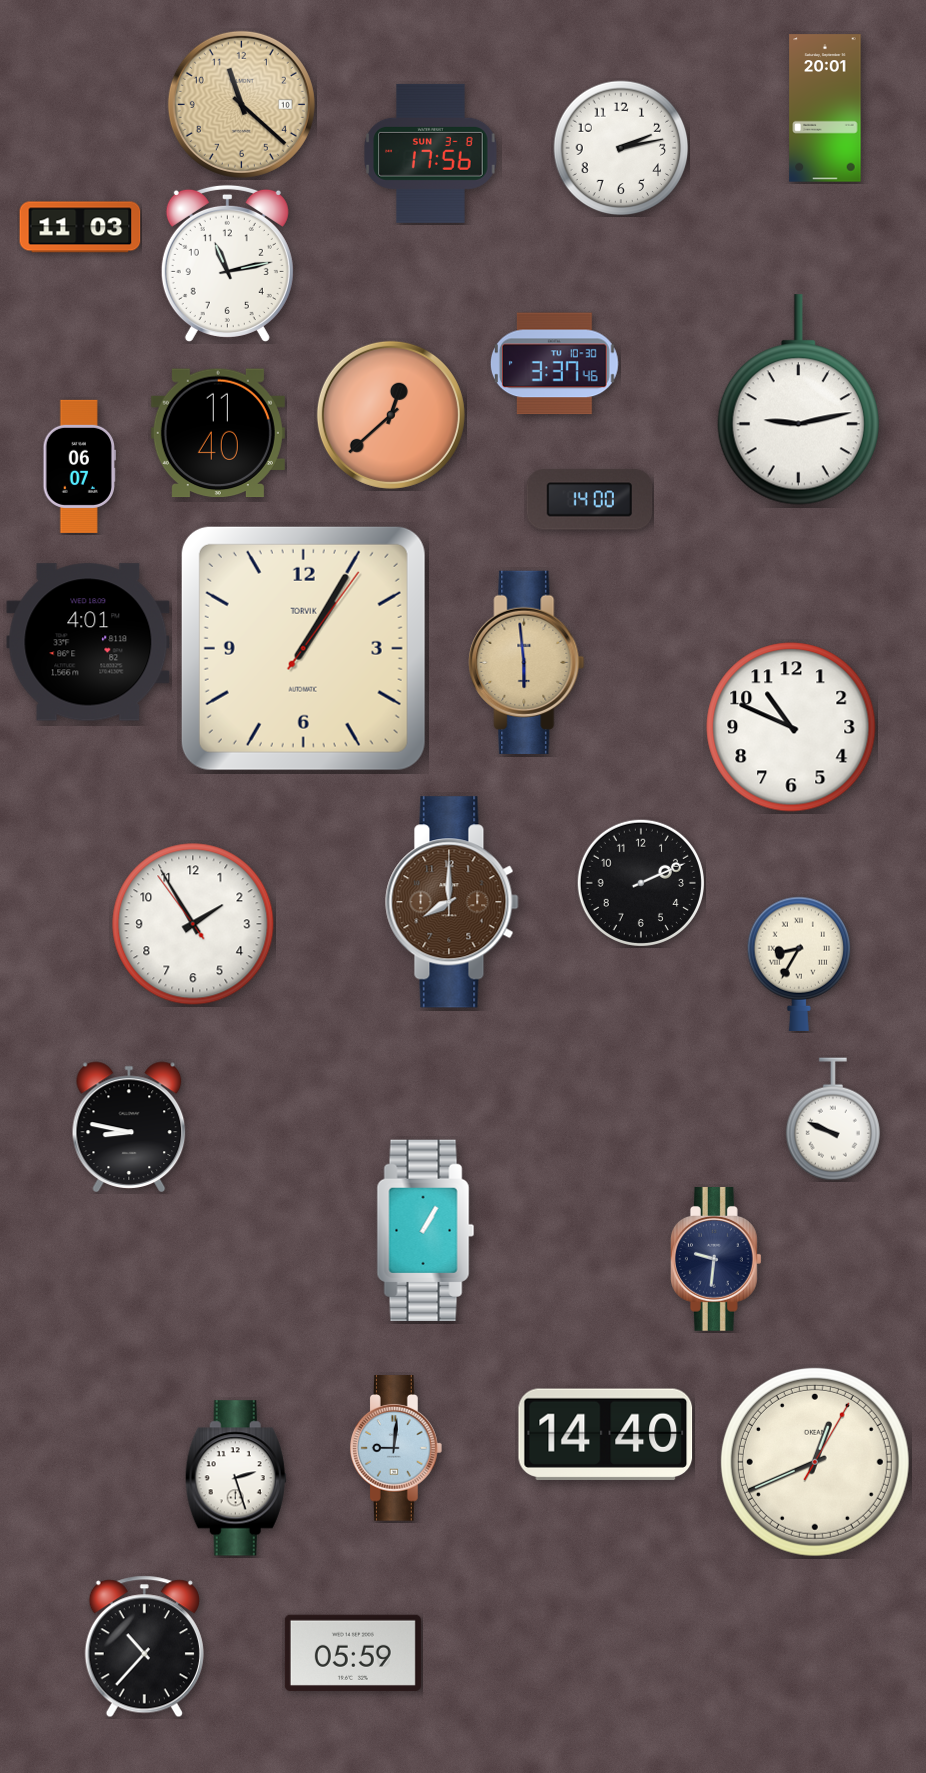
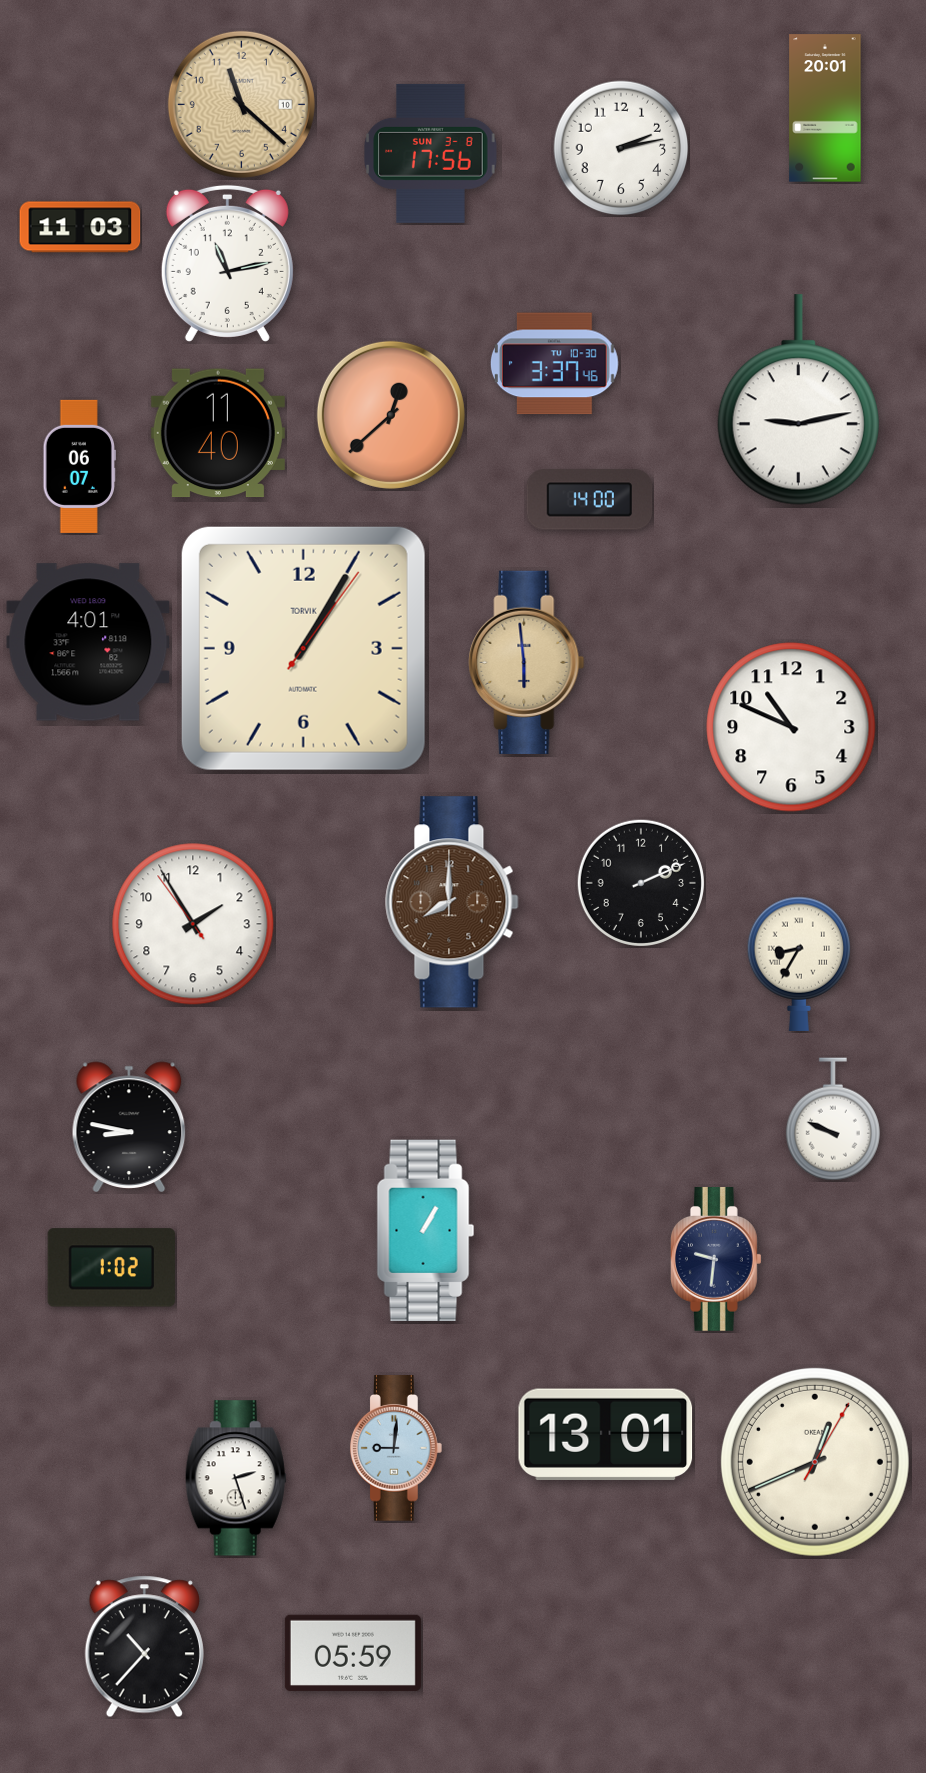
clock at (111, 1268): none -> 1:02
clock at (606, 1434): 14:40 -> 13:01
